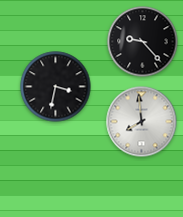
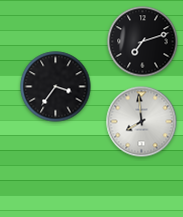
clock at (143, 42): 9:23 -> 7:12
clock at (56, 87): 3:32 -> 3:36
